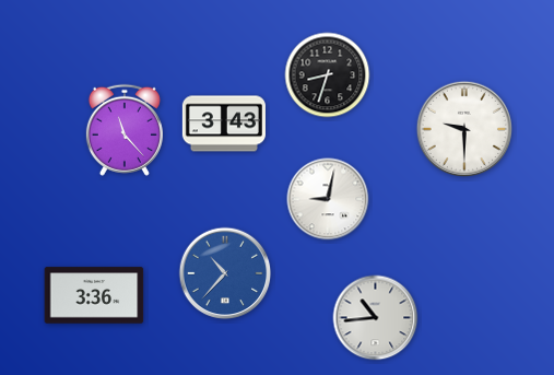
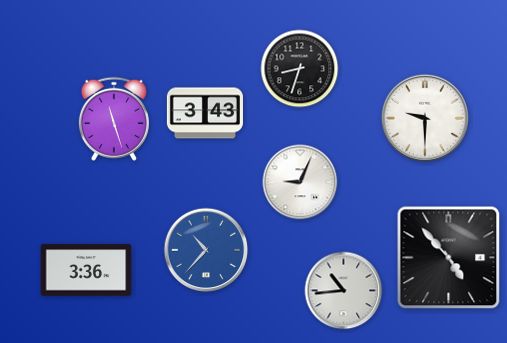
clock at (125, 130): 11:23 -> 11:27
clock at (328, 199): 9:02 -> 9:04
clock at (449, 258): none -> 4:53
